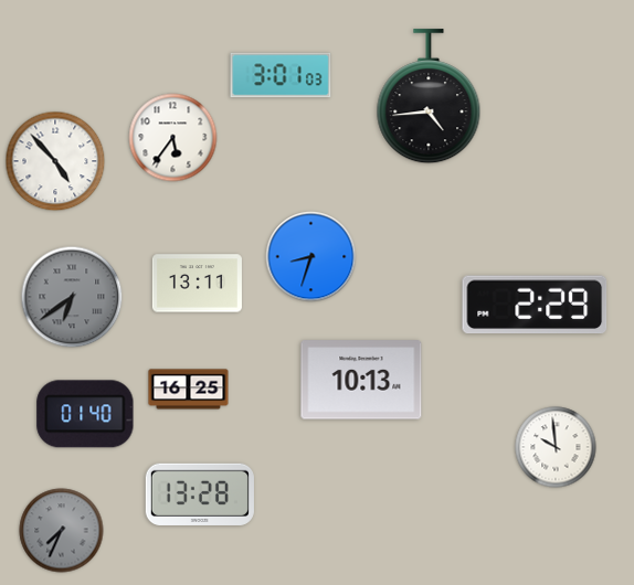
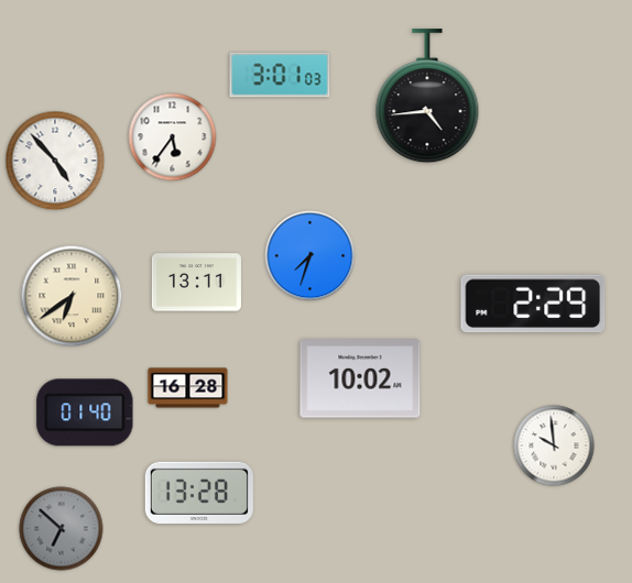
clock at (311, 257): 8:33 -> 7:33
clock at (72, 297) dial: grey -> cream
clock at (361, 380): 10:13 -> 10:02
clock at (189, 390): 16:25 -> 16:28
clock at (62, 531): 7:34 -> 6:52
